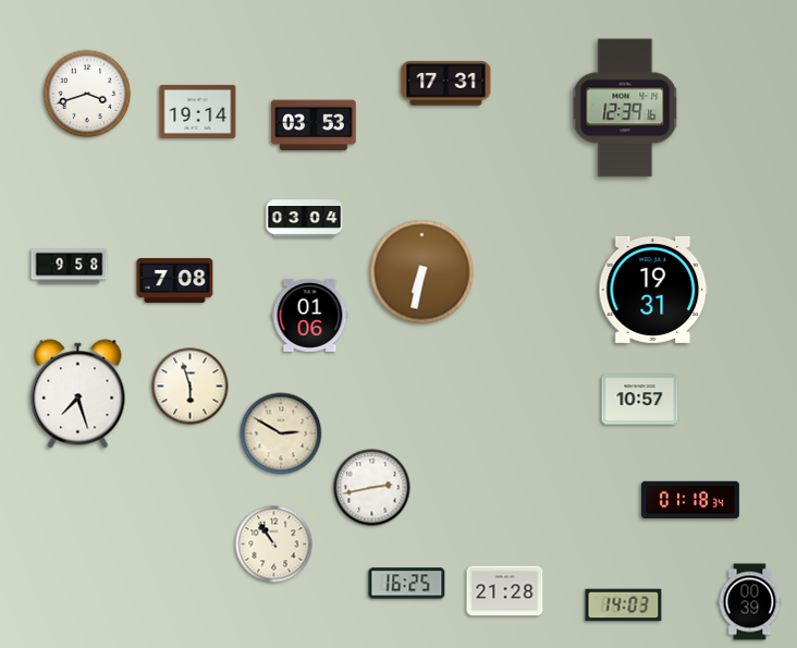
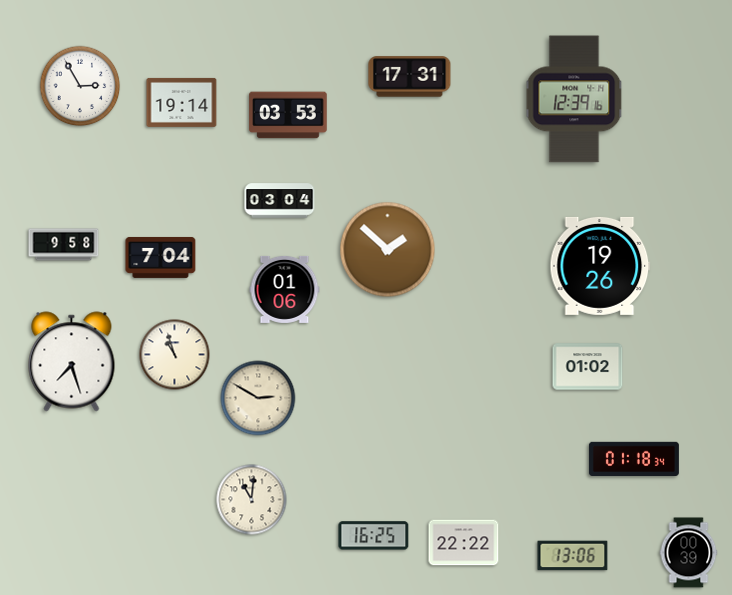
clock at (87, 94): 3:42 -> 2:55
clock at (422, 272): 6:32 -> 1:52
clock at (175, 280): 7:08 -> 7:04
clock at (653, 290): 19:31 -> 19:26
clock at (191, 387): 5:57 -> 10:57
clock at (640, 400): 10:57 -> 01:02
clock at (372, 488): 2:43 -> none
clock at (274, 545): 10:54 -> 11:01
clock at (505, 591): 21:28 -> 22:22
clock at (624, 606): 14:03 -> 13:06
